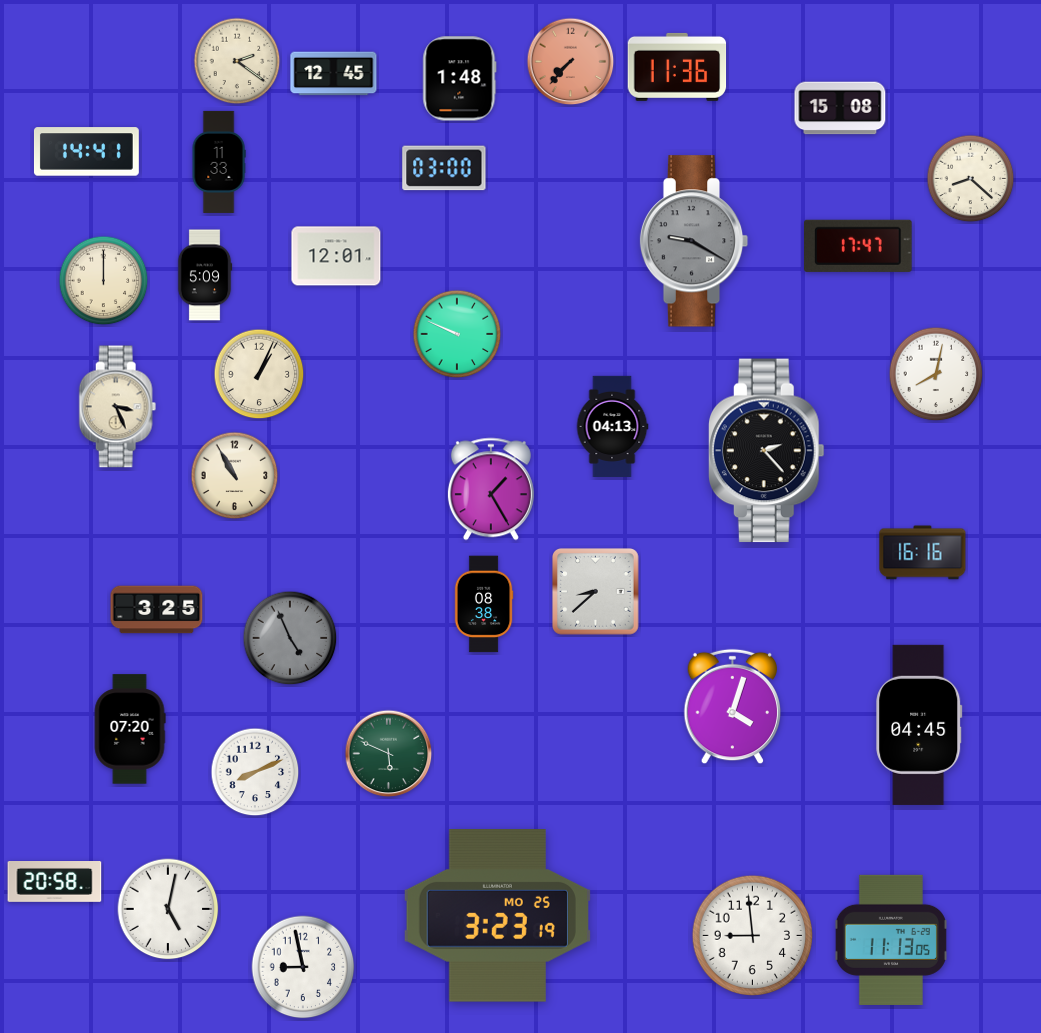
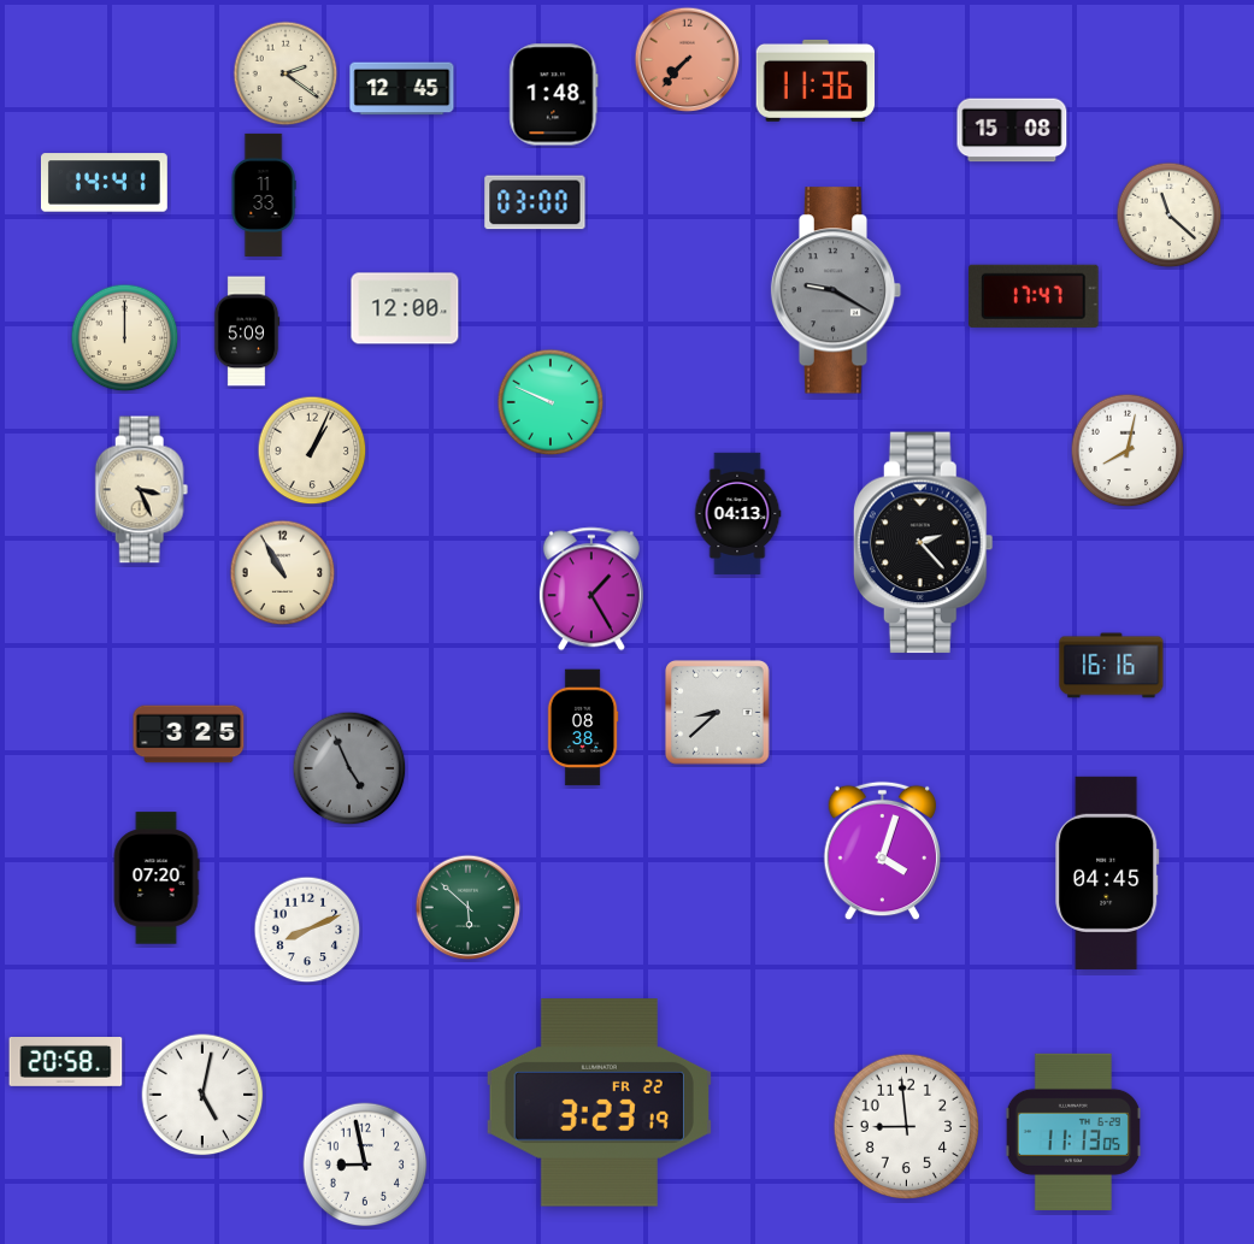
clock at (571, 62) position: (571, 62) -> (688, 60)
clock at (971, 179): 8:22 -> 11:22
clock at (336, 256): 12:01 -> 12:00
clock at (389, 754): 5:49 -> 5:52
clock at (497, 916) date: MO 25 -> FR 22
